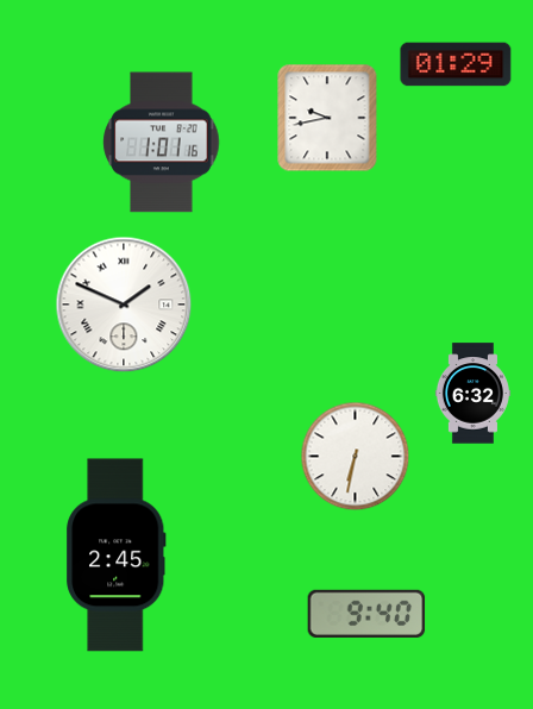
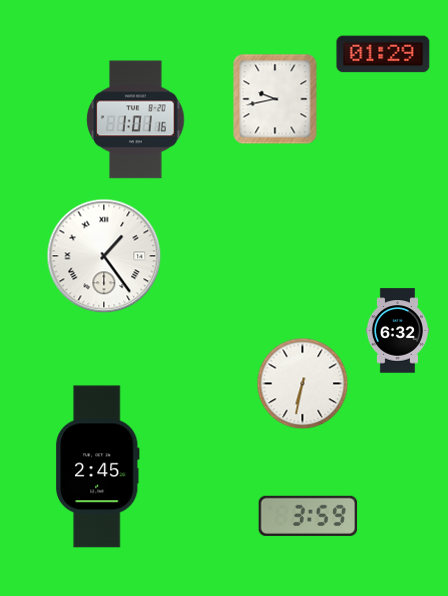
clock at (124, 305): 1:49 -> 1:24
clock at (356, 457) position: (356, 457) -> (303, 384)
clock at (366, 614): 9:40 -> 3:59
